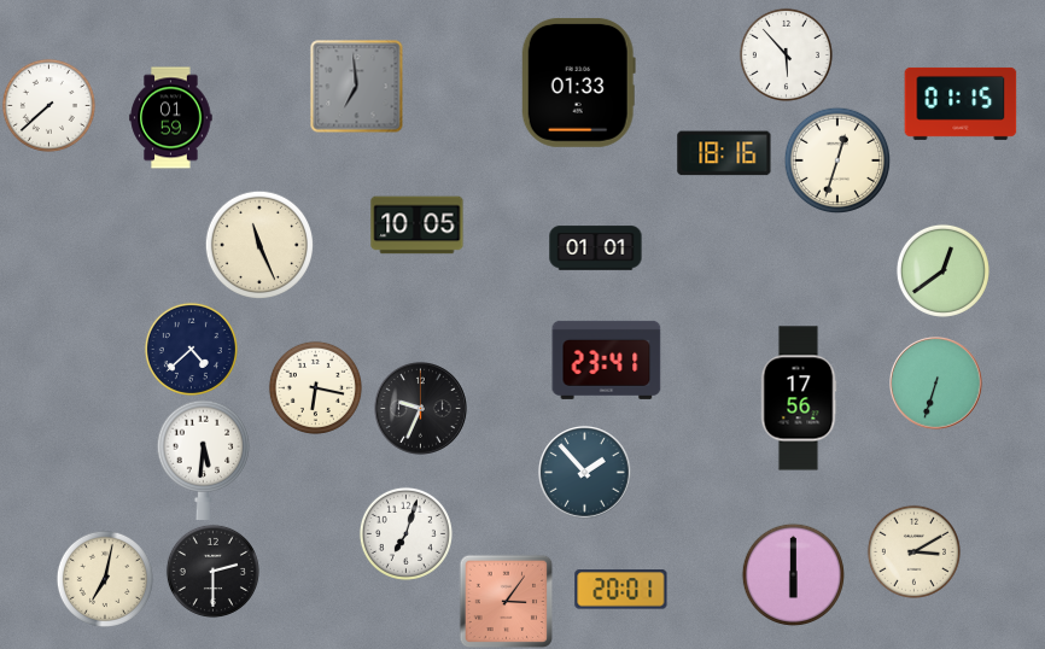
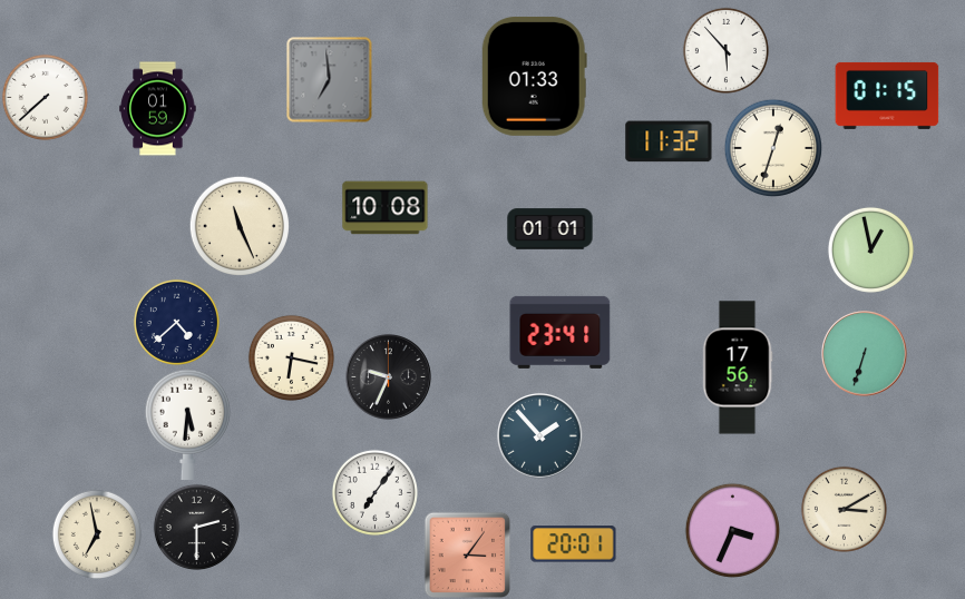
clock at (724, 153): 18:16 -> 11:32
clock at (418, 226): 10:05 -> 10:08
clock at (942, 270): 12:39 -> 12:58
clock at (405, 533): 7:03 -> 7:06
clock at (793, 574): 6:00 -> 3:34
clock at (105, 579): 7:02 -> 6:58
